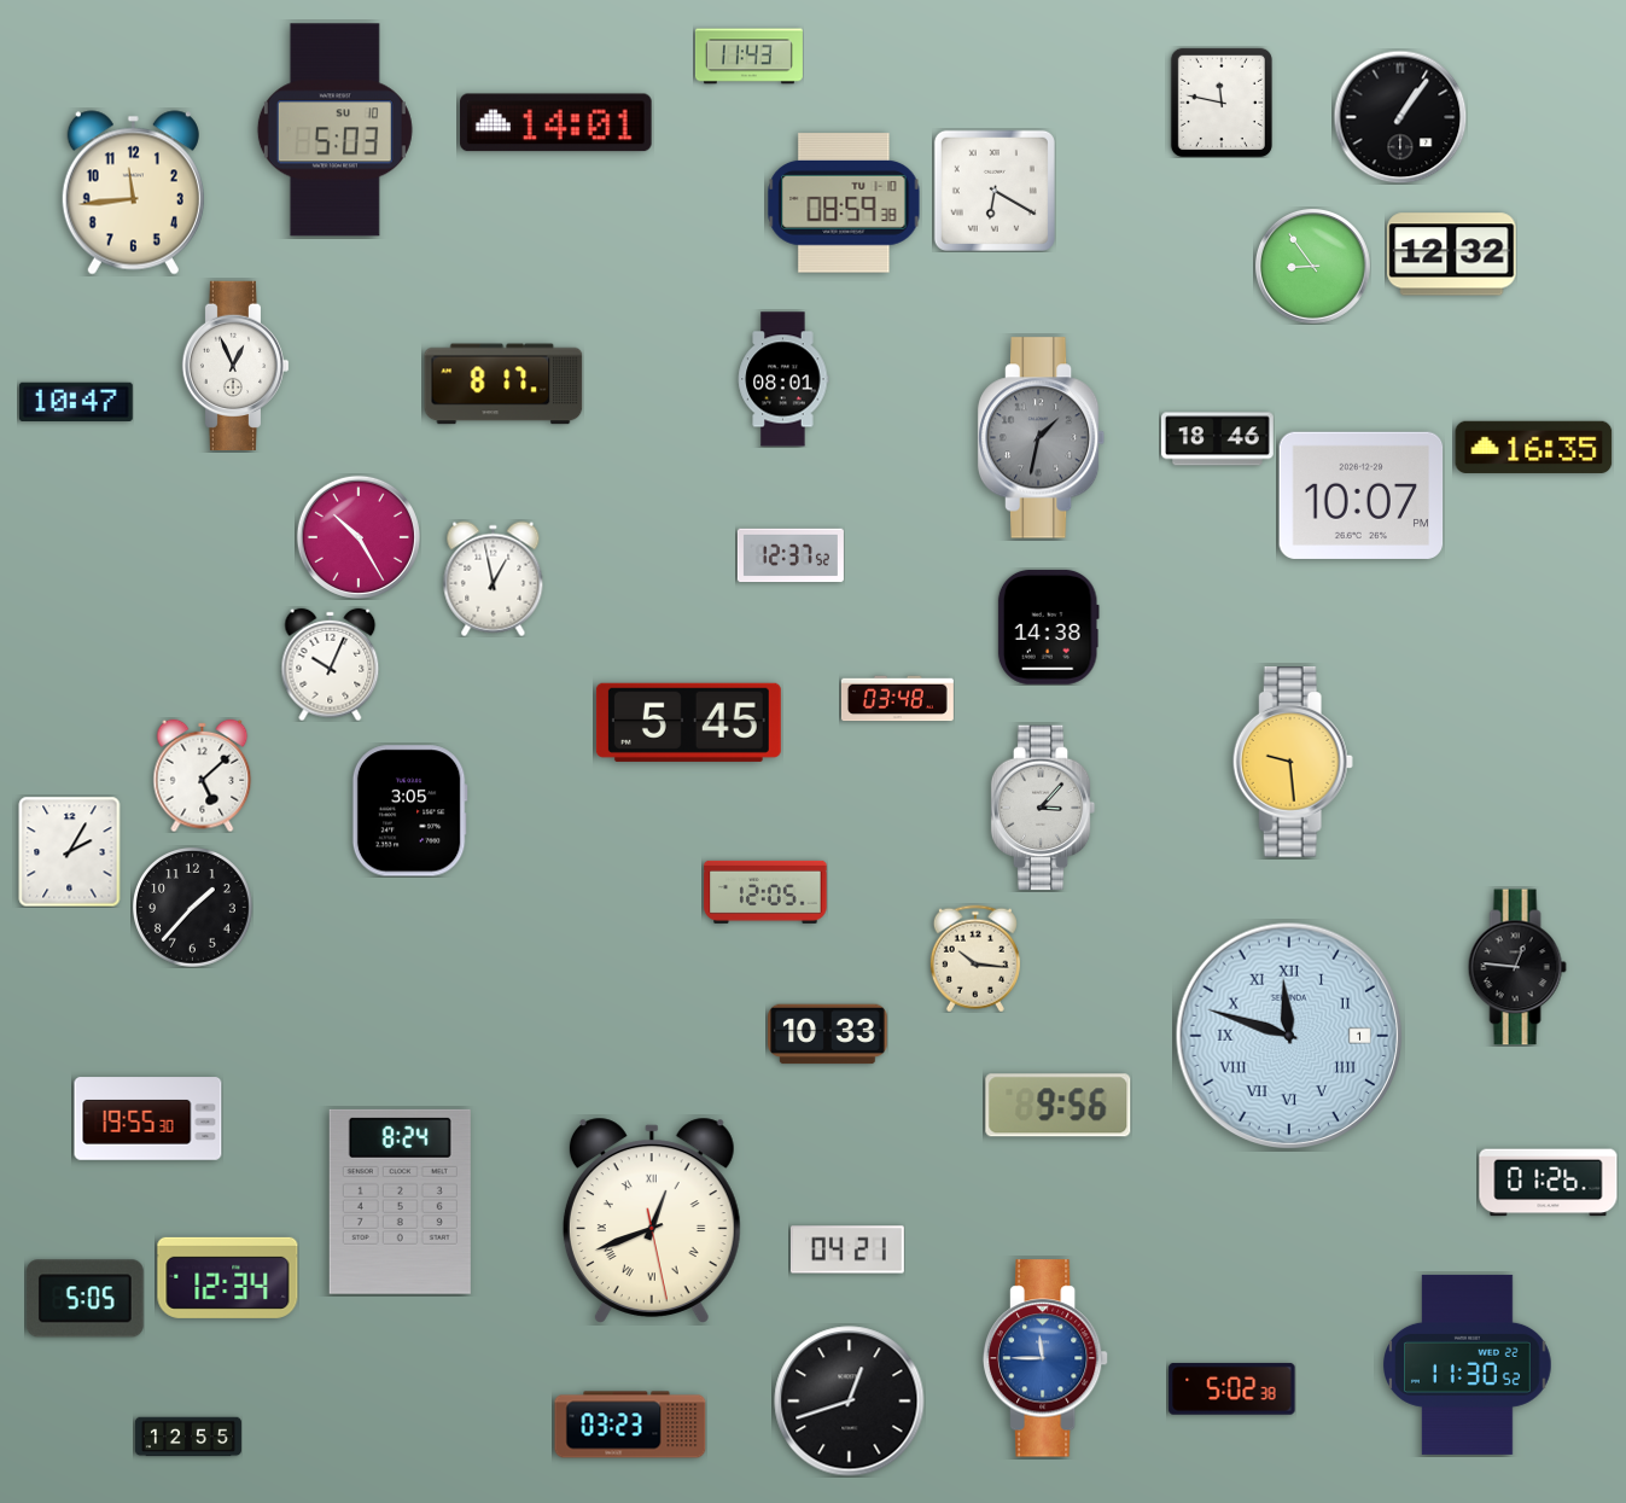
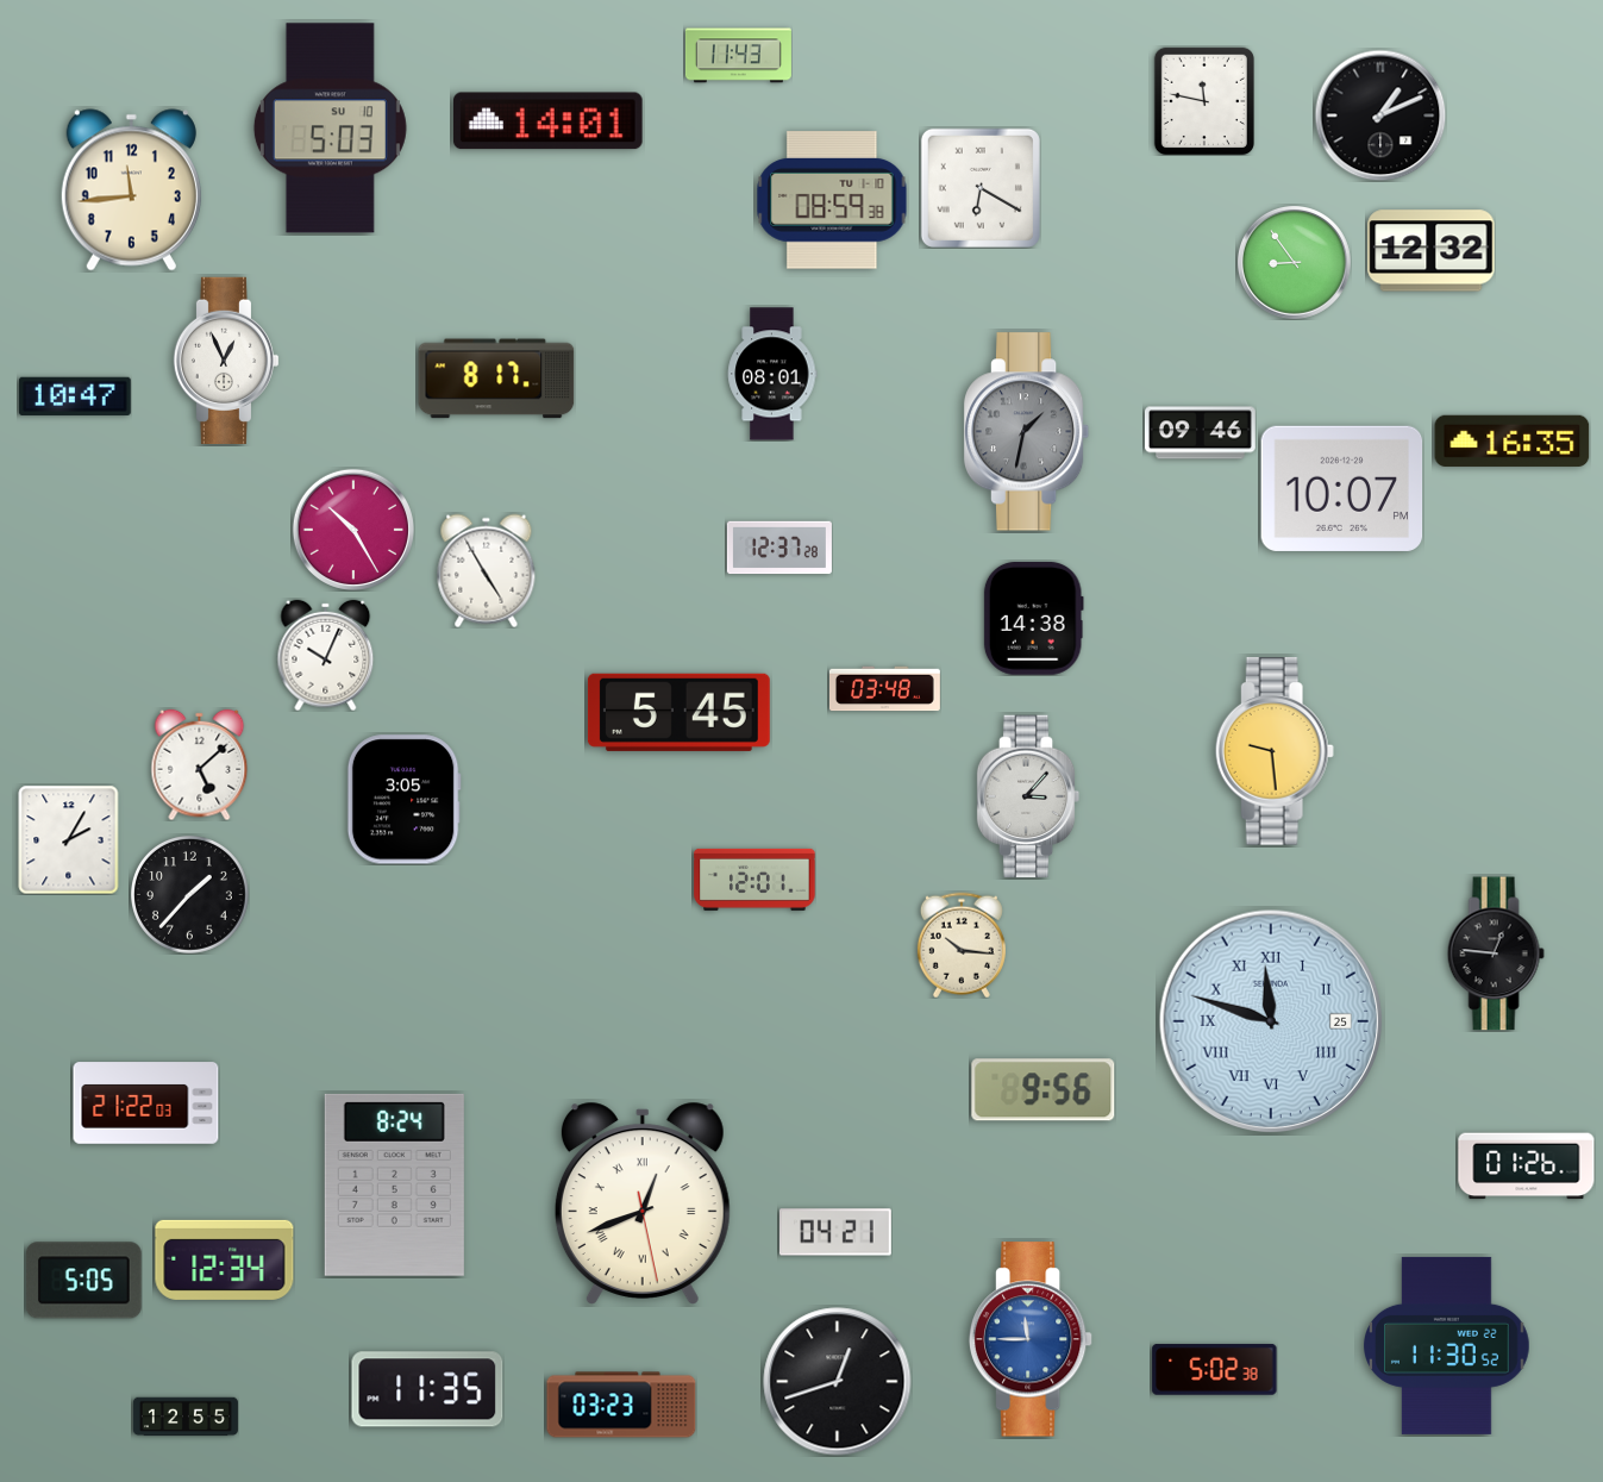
clock at (1400, 117): 1:06 -> 1:11
clock at (235, 365) position: (235, 365) -> (226, 359)
clock at (1217, 439): 18:46 -> 09:46
clock at (791, 555): 12:37:52 -> 12:37:28
clock at (494, 578): 12:58 -> 4:55
clock at (765, 892): 12:05 -> 12:01
clock at (828, 1035): 10:33 -> none
clock at (1289, 1036) date: 1 -> 25
clock at (148, 1119): 19:55 -> 21:22
clock at (427, 1389): none -> 11:35
